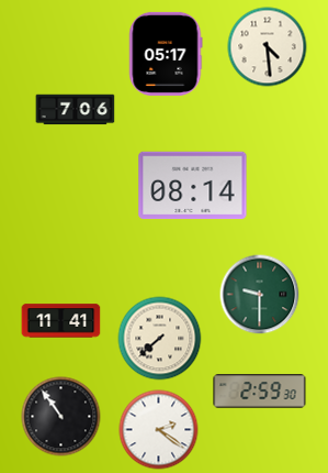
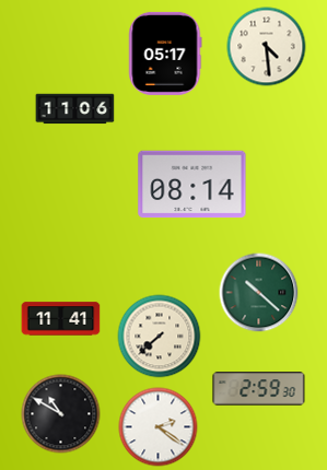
clock at (76, 110): 7:06 -> 11:06
clock at (260, 295): 9:30 -> 10:22
clock at (61, 417): 10:54 -> 10:50
